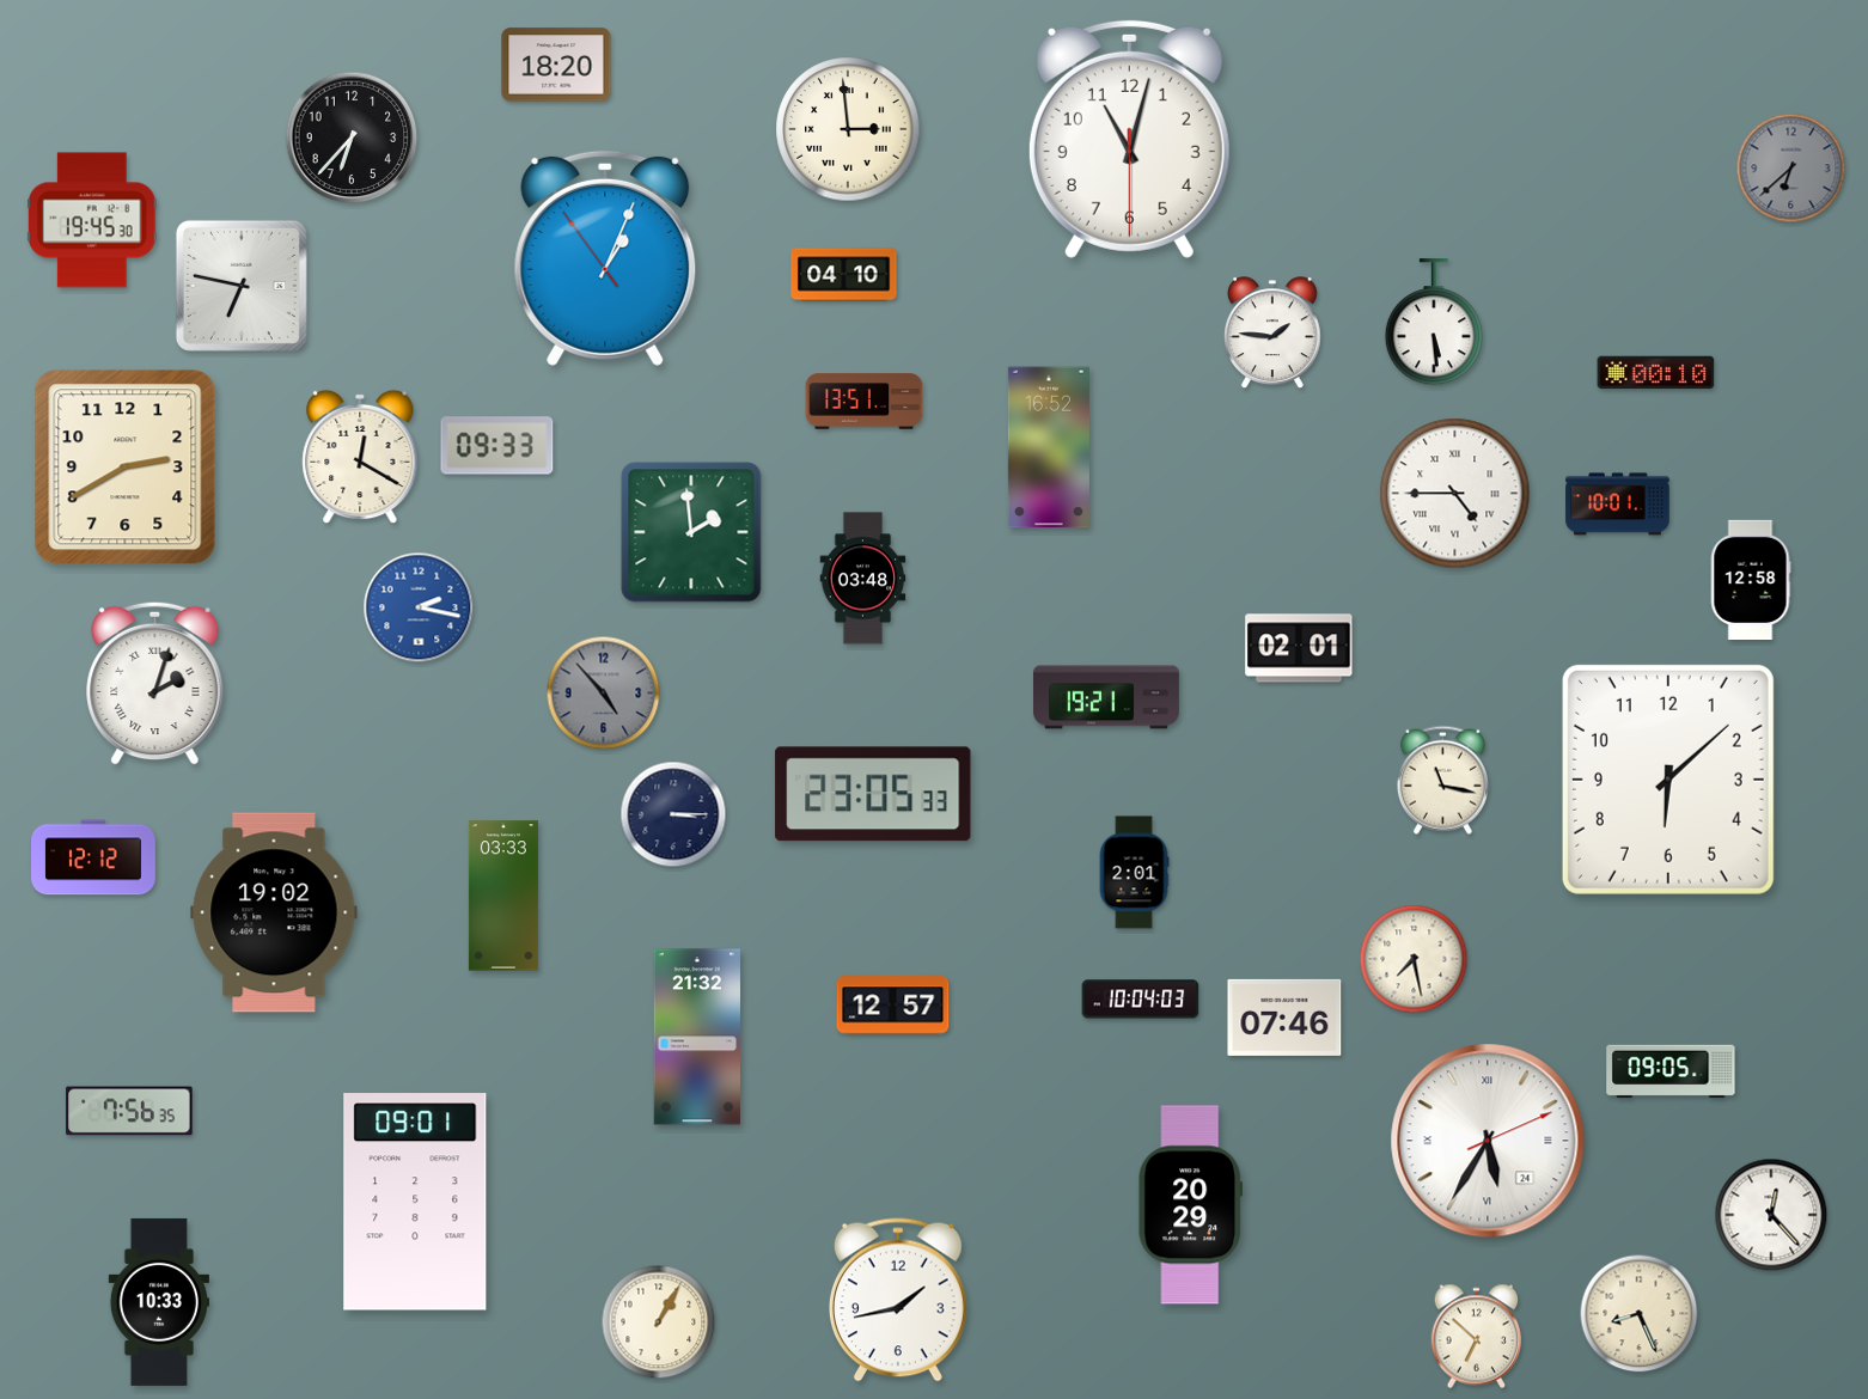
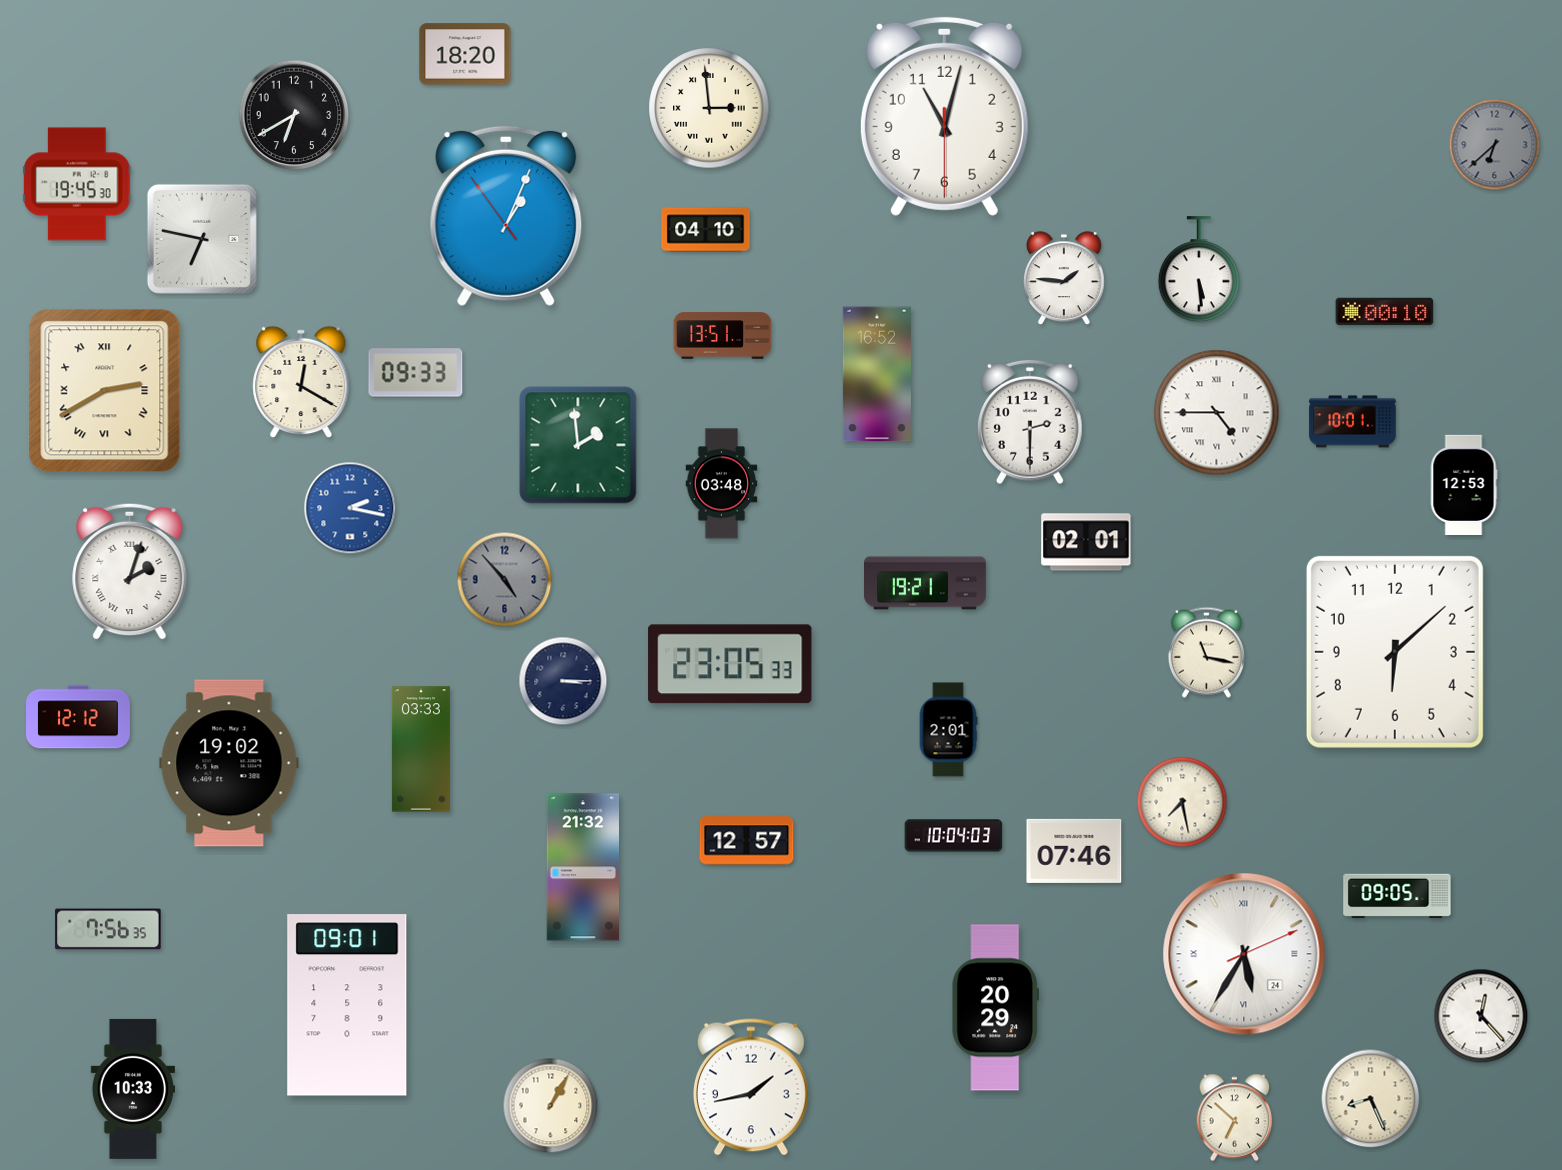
clock at (352, 138): 6:37 -> 6:40
clock at (1791, 169) position: (1791, 169) -> (1495, 145)
clock at (126, 468) numerals: Arabic -> Roman
clock at (1031, 422): none -> 2:30
clock at (1751, 579): 12:58 -> 12:53
